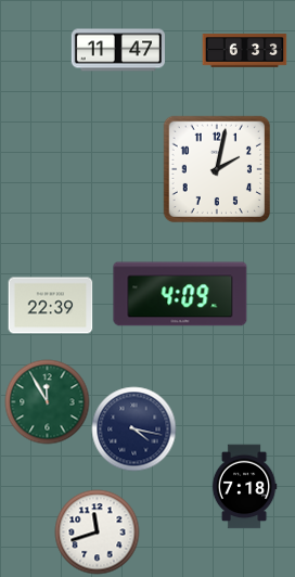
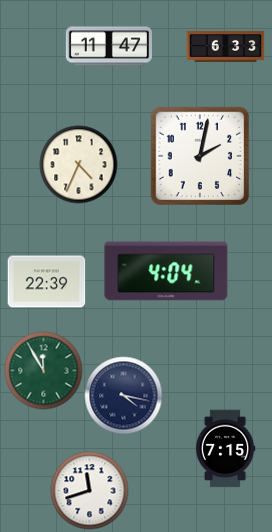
clock at (78, 164): none -> 4:34
clock at (180, 294): 4:09 -> 4:04
clock at (244, 486): 7:18 -> 7:15
